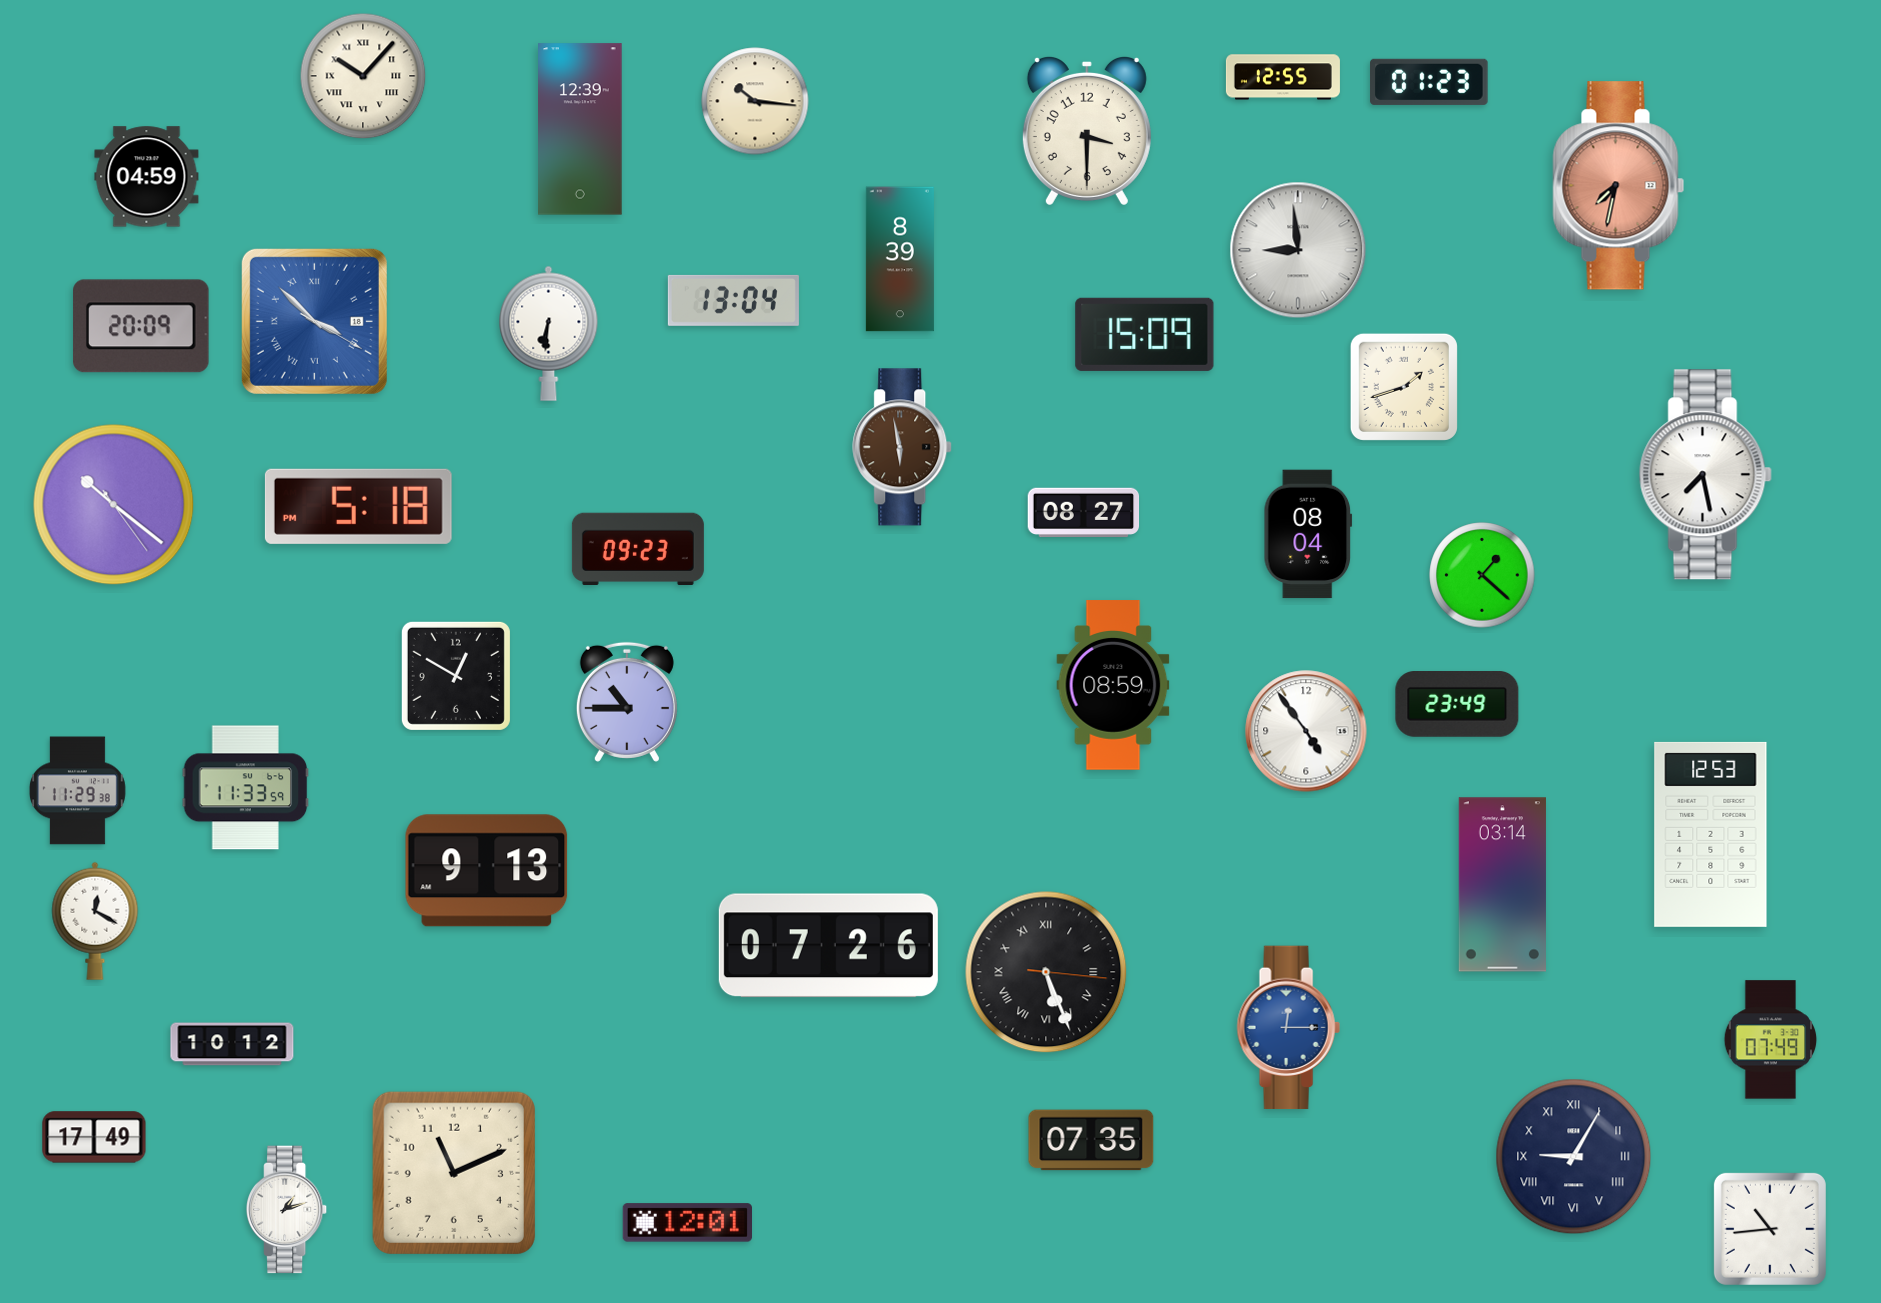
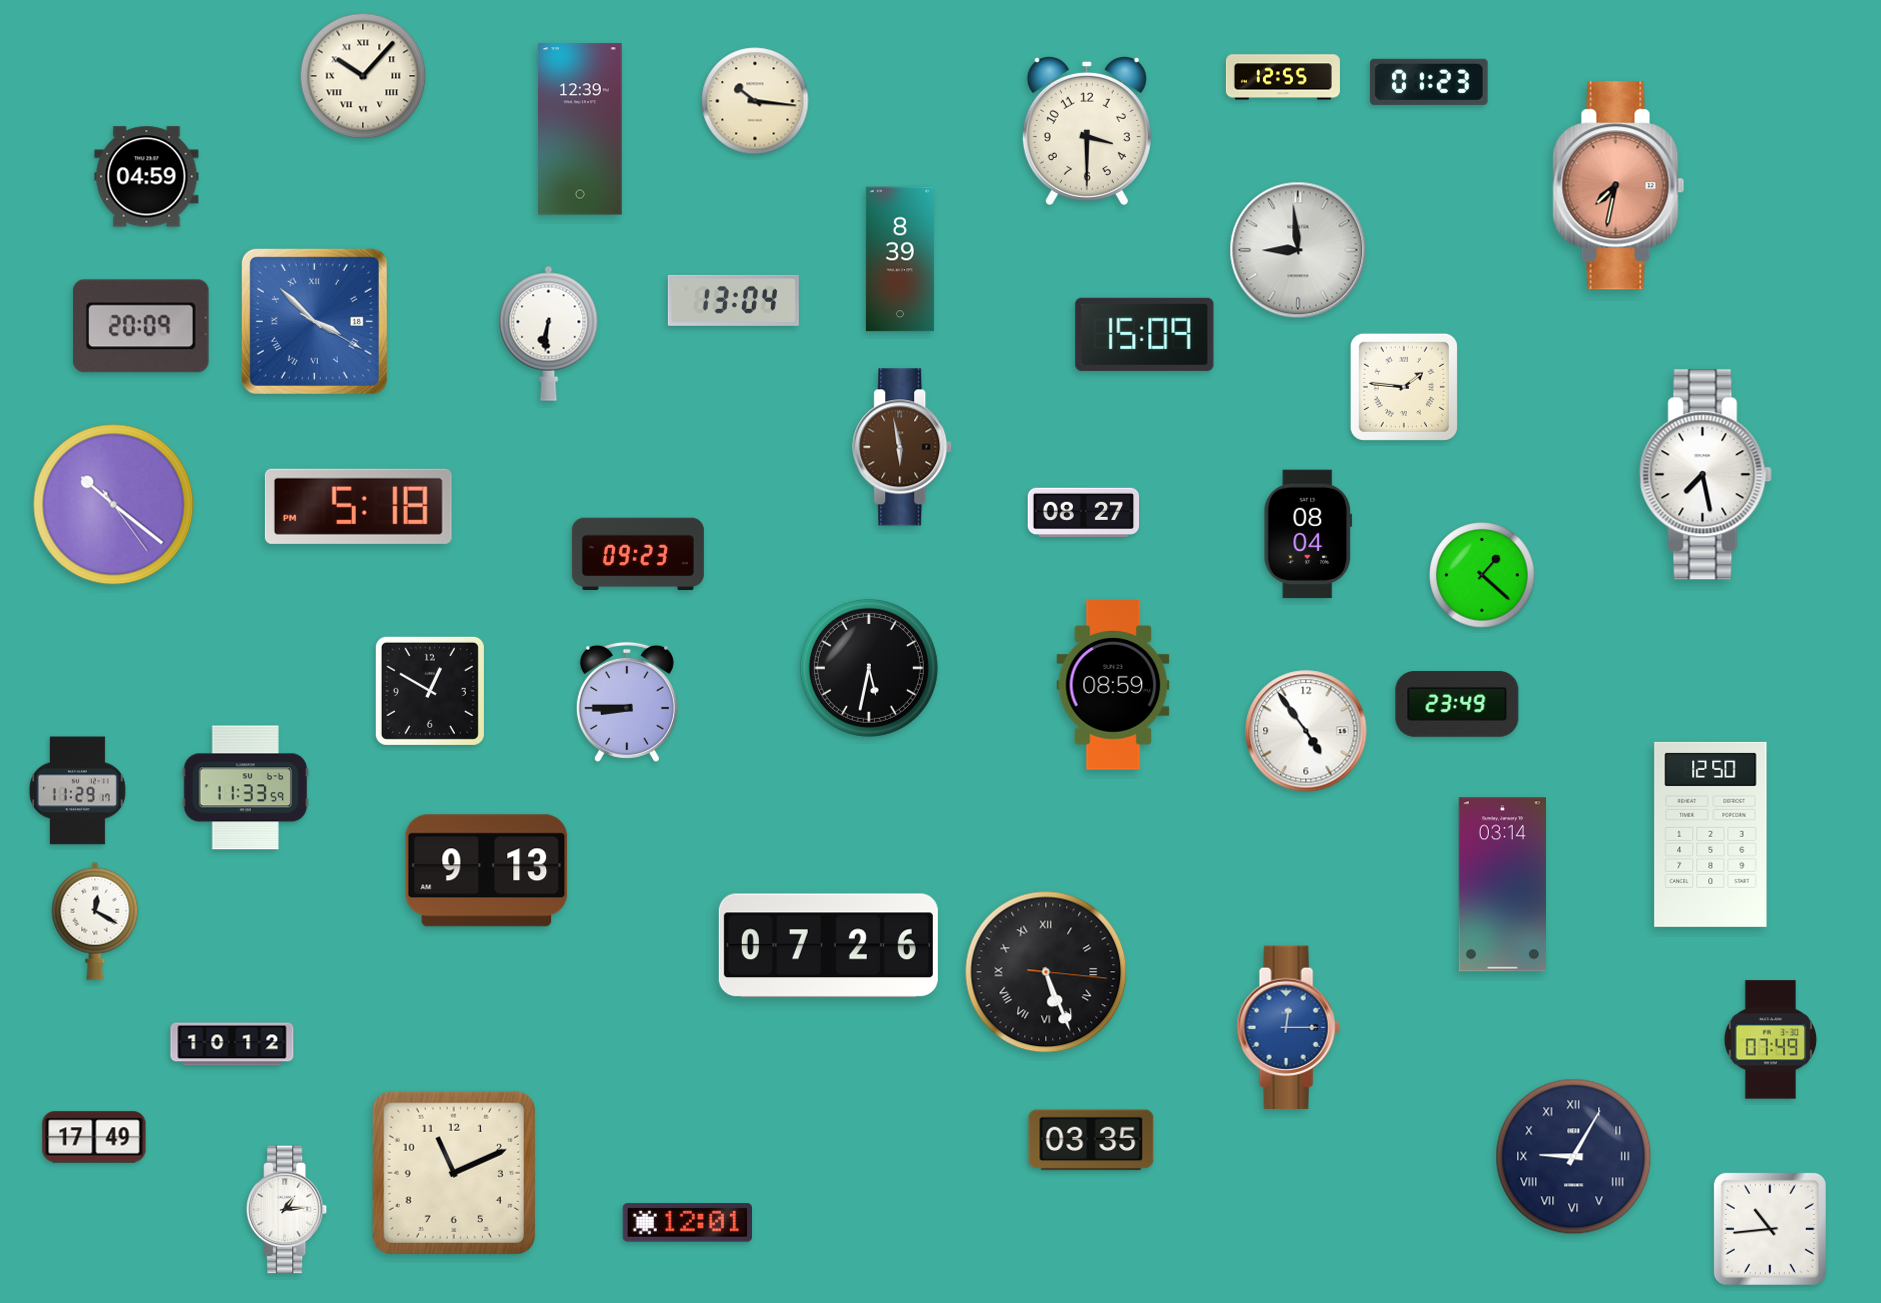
clock at (1404, 387): 1:42 -> 1:46
clock at (638, 548) position: (638, 548) -> (638, 553)
clock at (869, 668): none -> 5:32
clock at (456, 676) position: (456, 676) -> (430, 691)
clock at (627, 702): 10:45 -> 8:45
clock at (77, 791): 11:29:38 -> 11:29:17
clock at (1711, 834): 12:53 -> 12:50
clock at (1091, 1140): 07:35 -> 03:35
clock at (288, 1210): 1:12 -> 1:14
